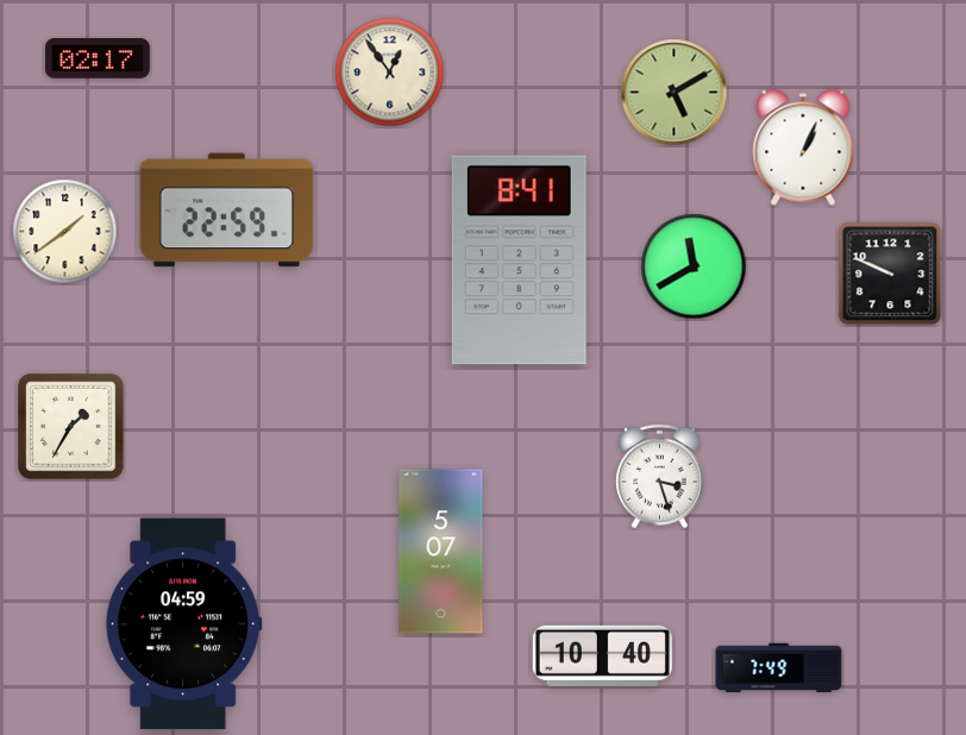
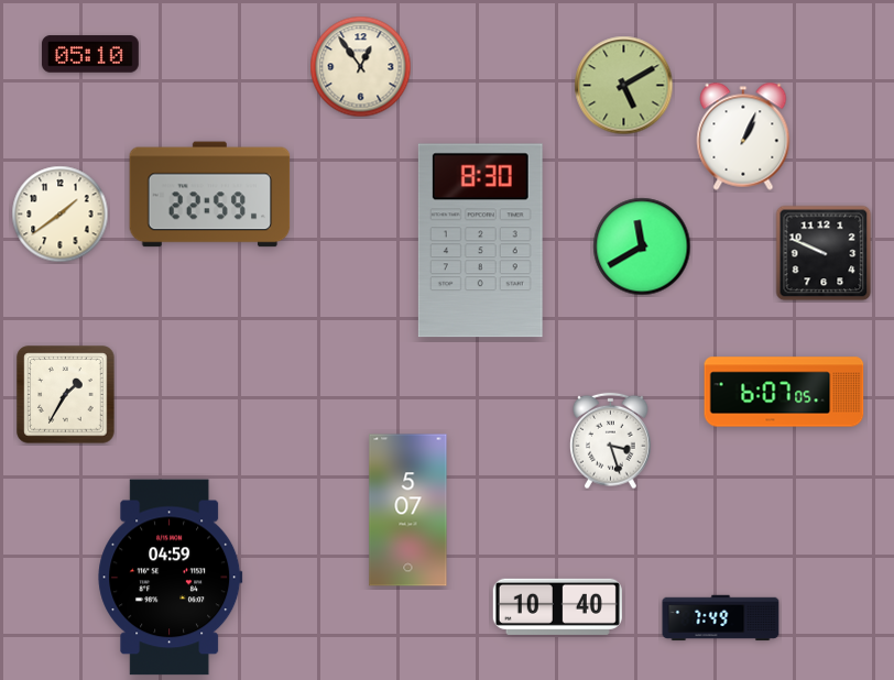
clock at (98, 58): 02:17 -> 05:10
clock at (519, 260): 8:41 -> 8:30
clock at (784, 392): none -> 6:07
